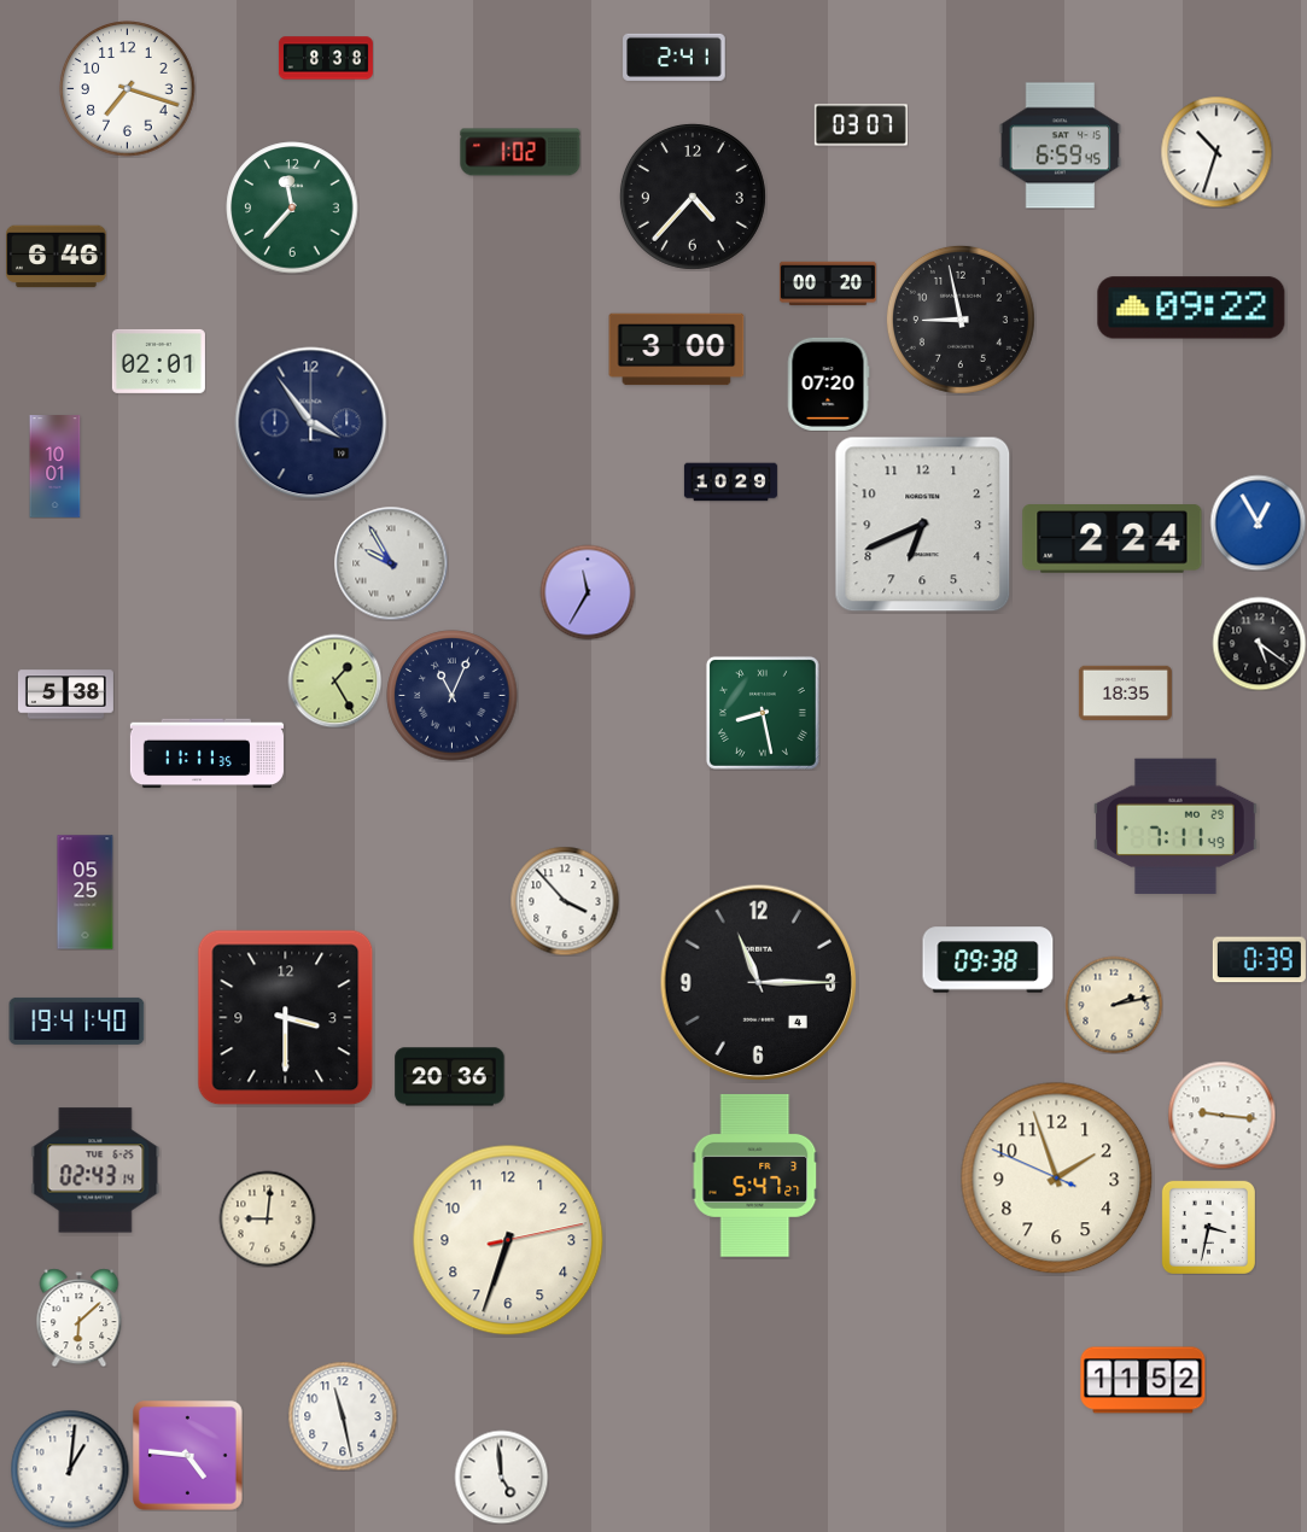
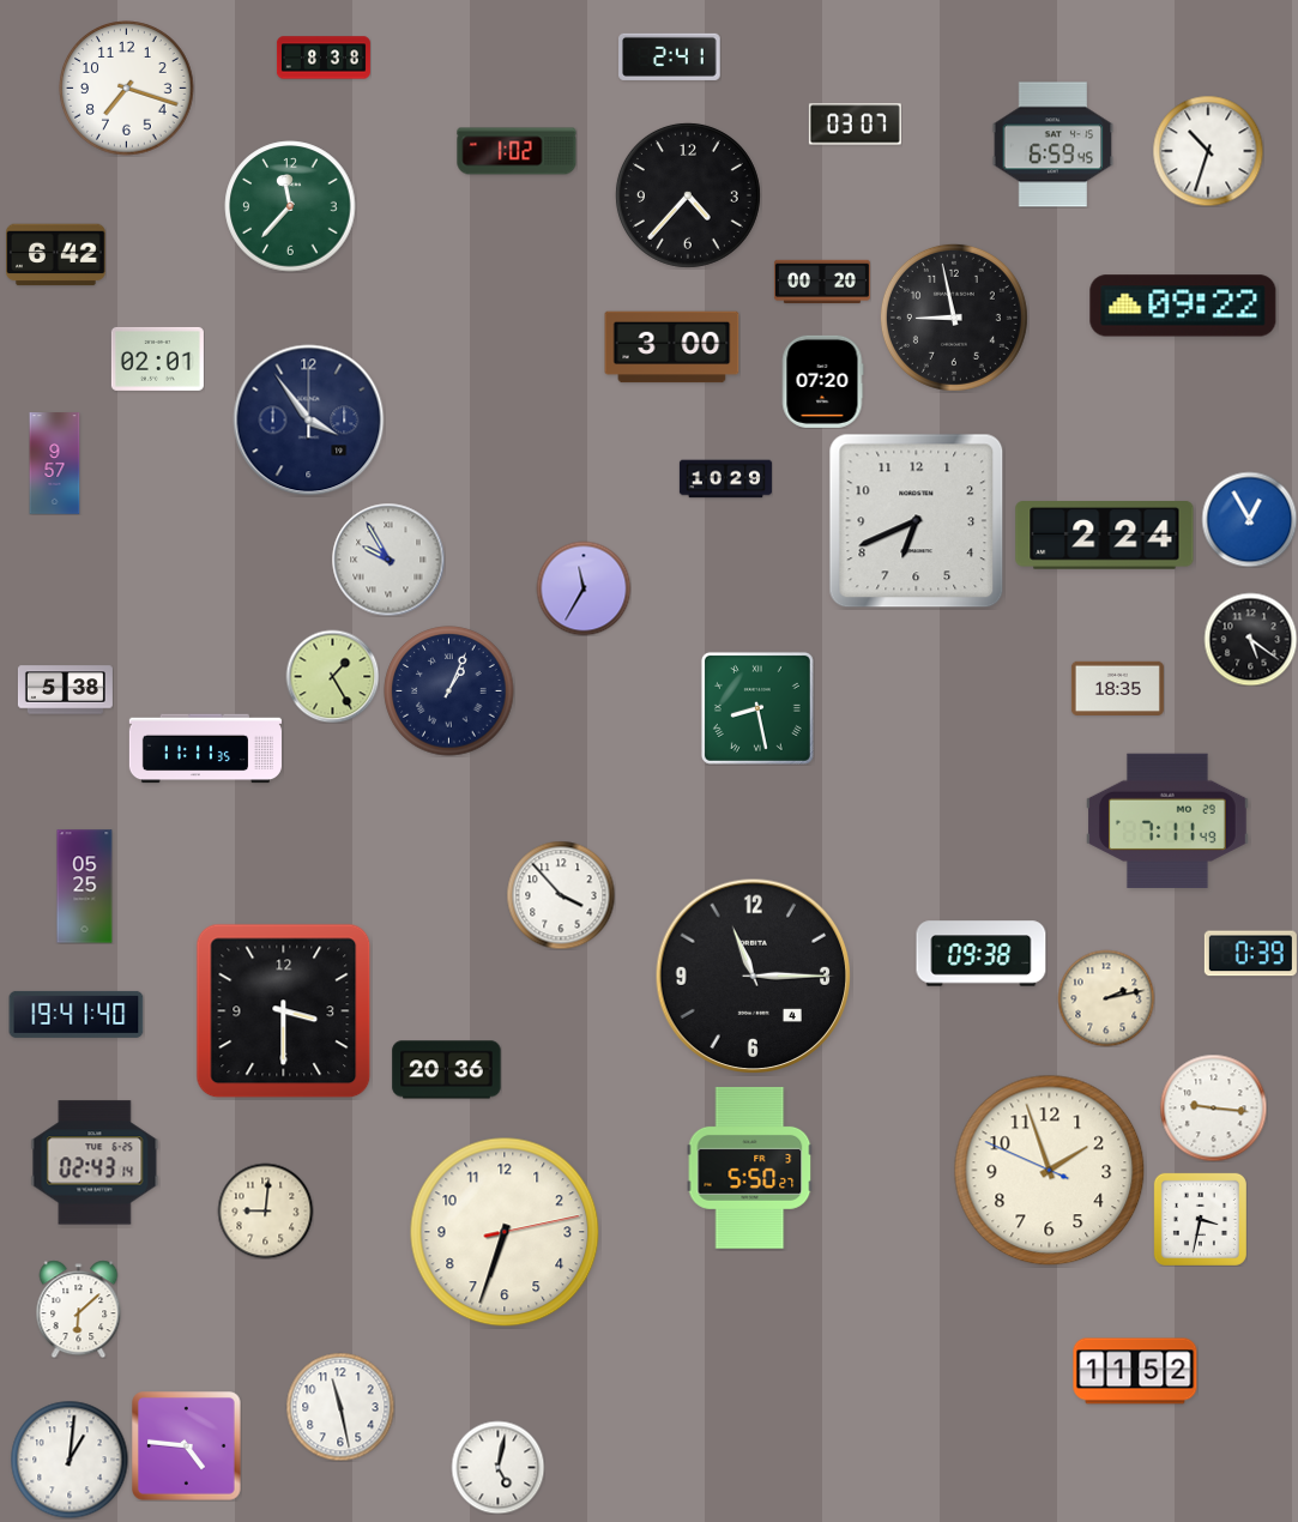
clock at (57, 257): 6:46 -> 6:42
clock at (56, 467): 10:01 -> 9:57
clock at (453, 696): 11:04 -> 1:04
clock at (755, 1175): 5:47 -> 5:50
clock at (501, 1477): 4:59 -> 5:02
